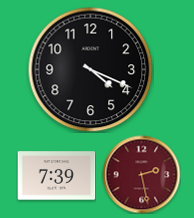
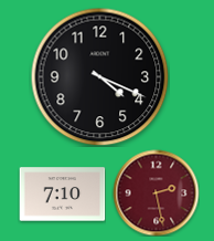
clock at (56, 176): 7:39 -> 7:10
